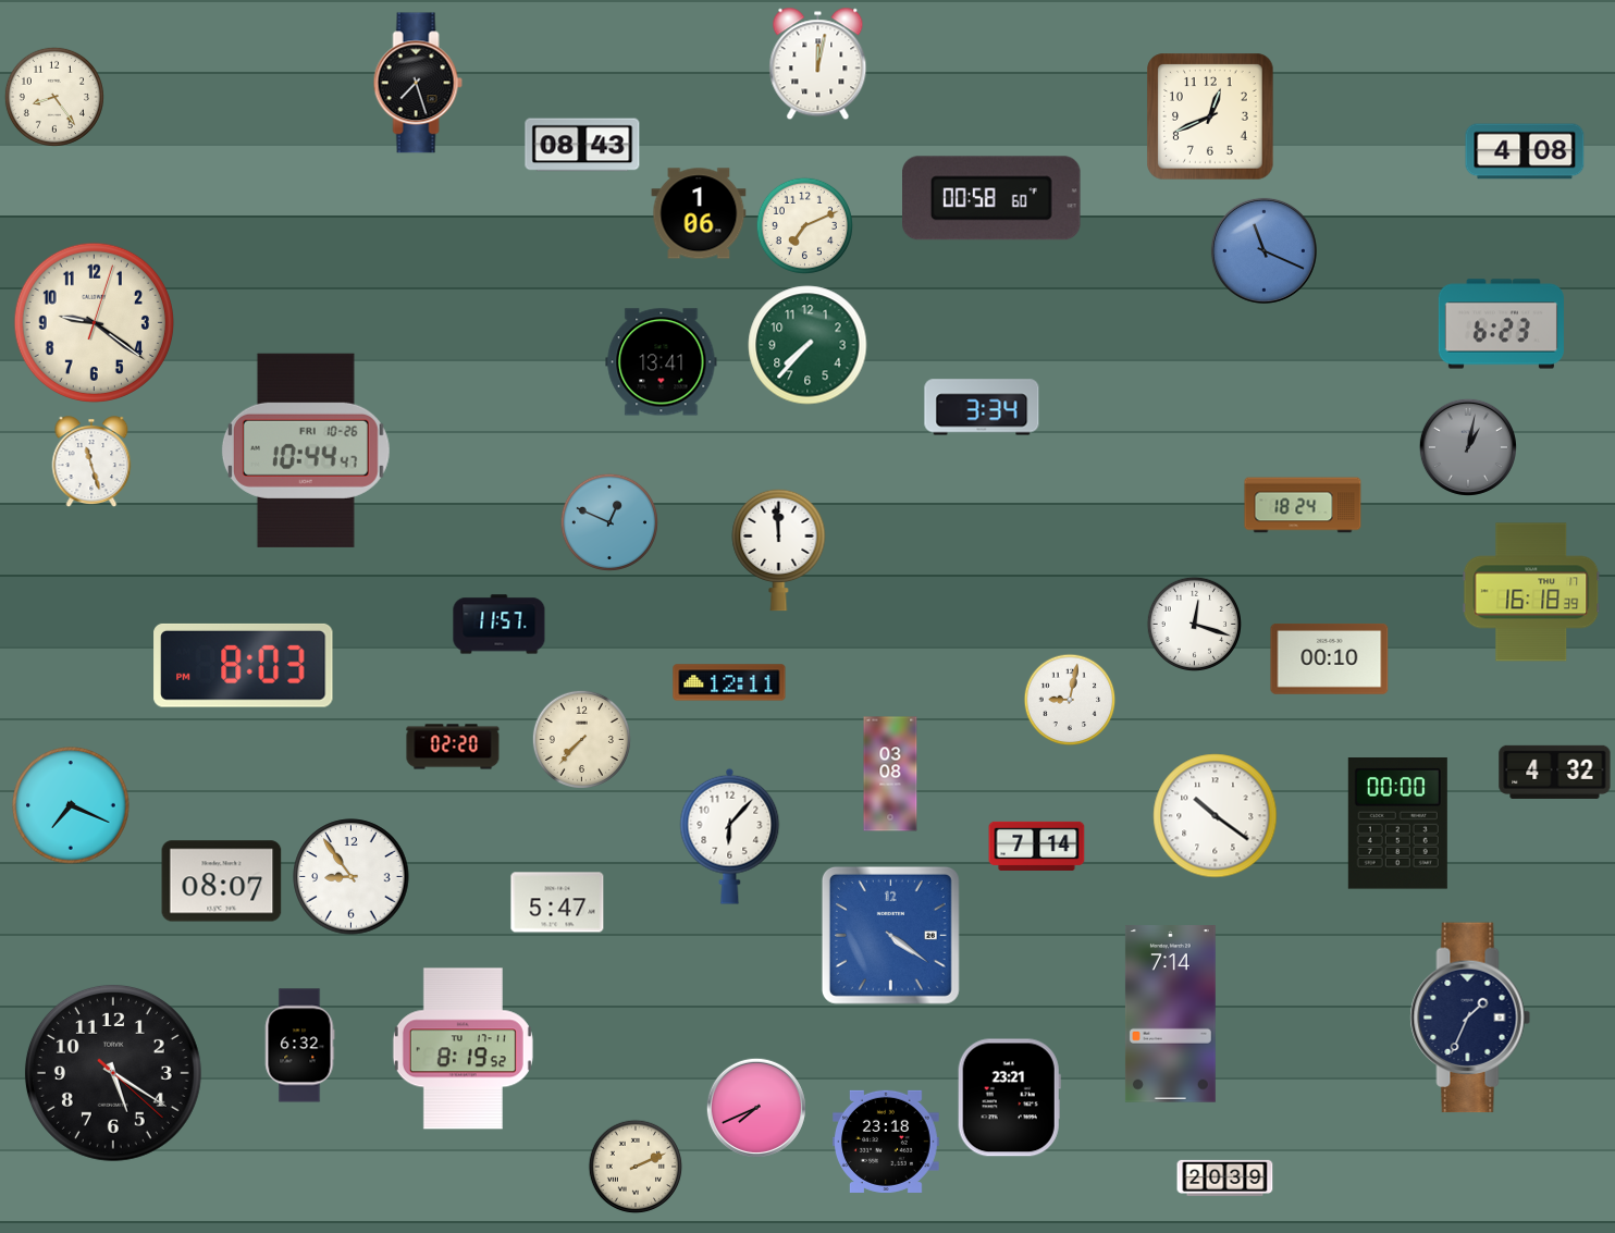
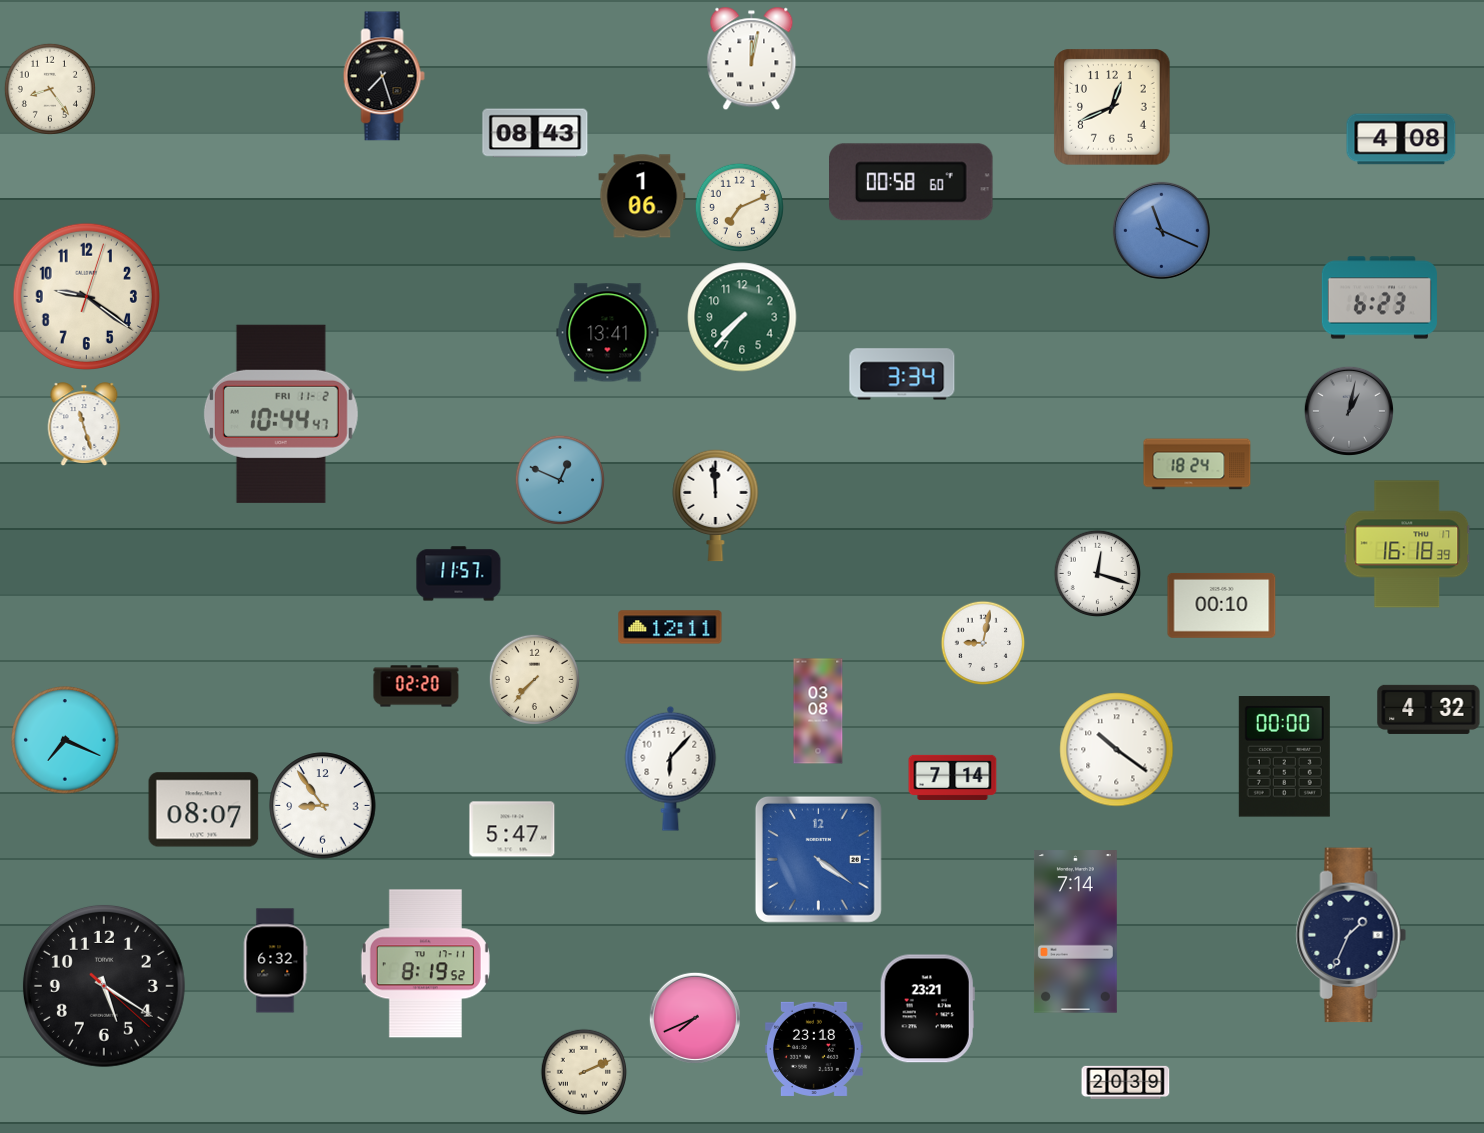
clock at (306, 451) date: FRI 10-26 -> FRI 11-2
clock at (244, 665): 8:03 -> none
